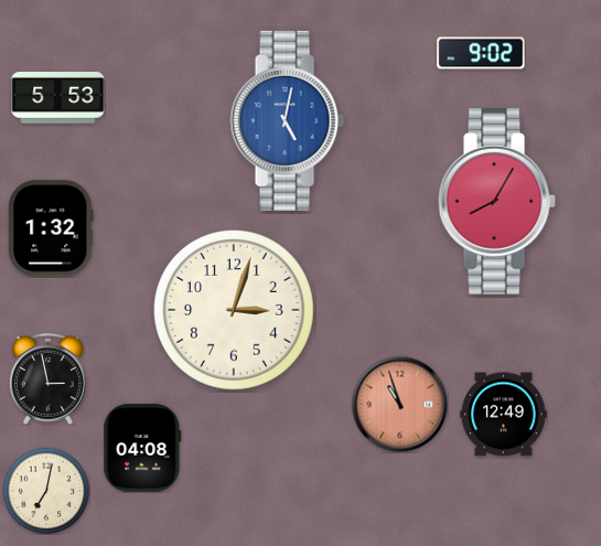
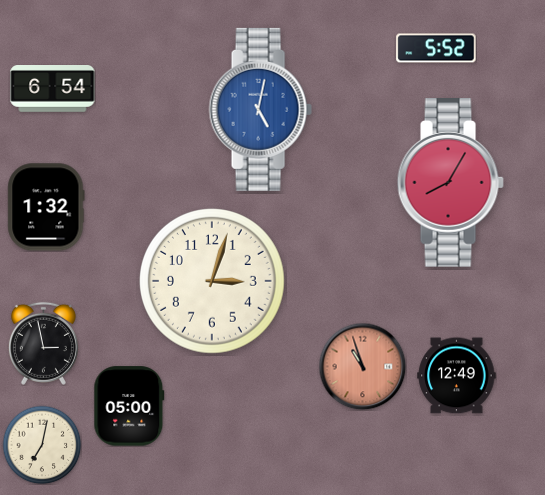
clock at (481, 53): 9:02 -> 5:52
clock at (58, 98): 5:53 -> 6:54
clock at (142, 448): 04:08 -> 05:00
